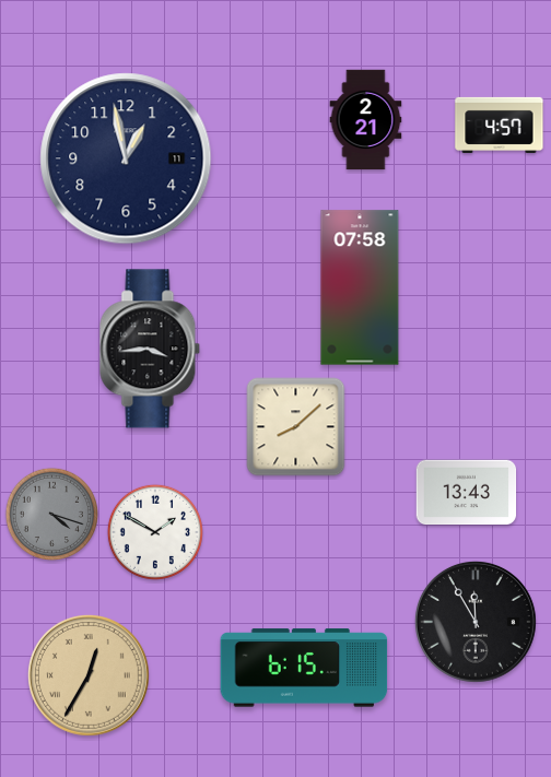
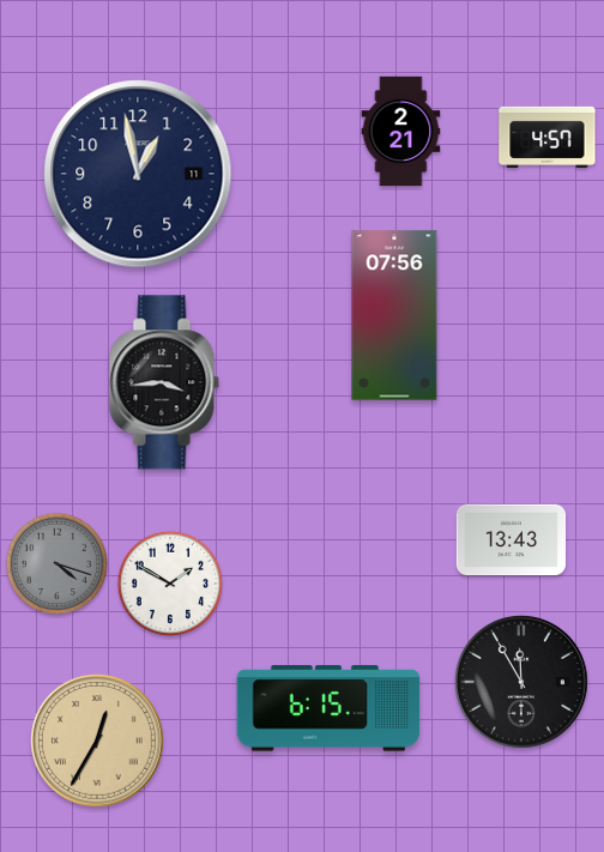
clock at (360, 287): 07:58 -> 07:56
clock at (296, 427): 8:08 -> none
clock at (304, 668) position: (304, 668) -> (328, 708)
